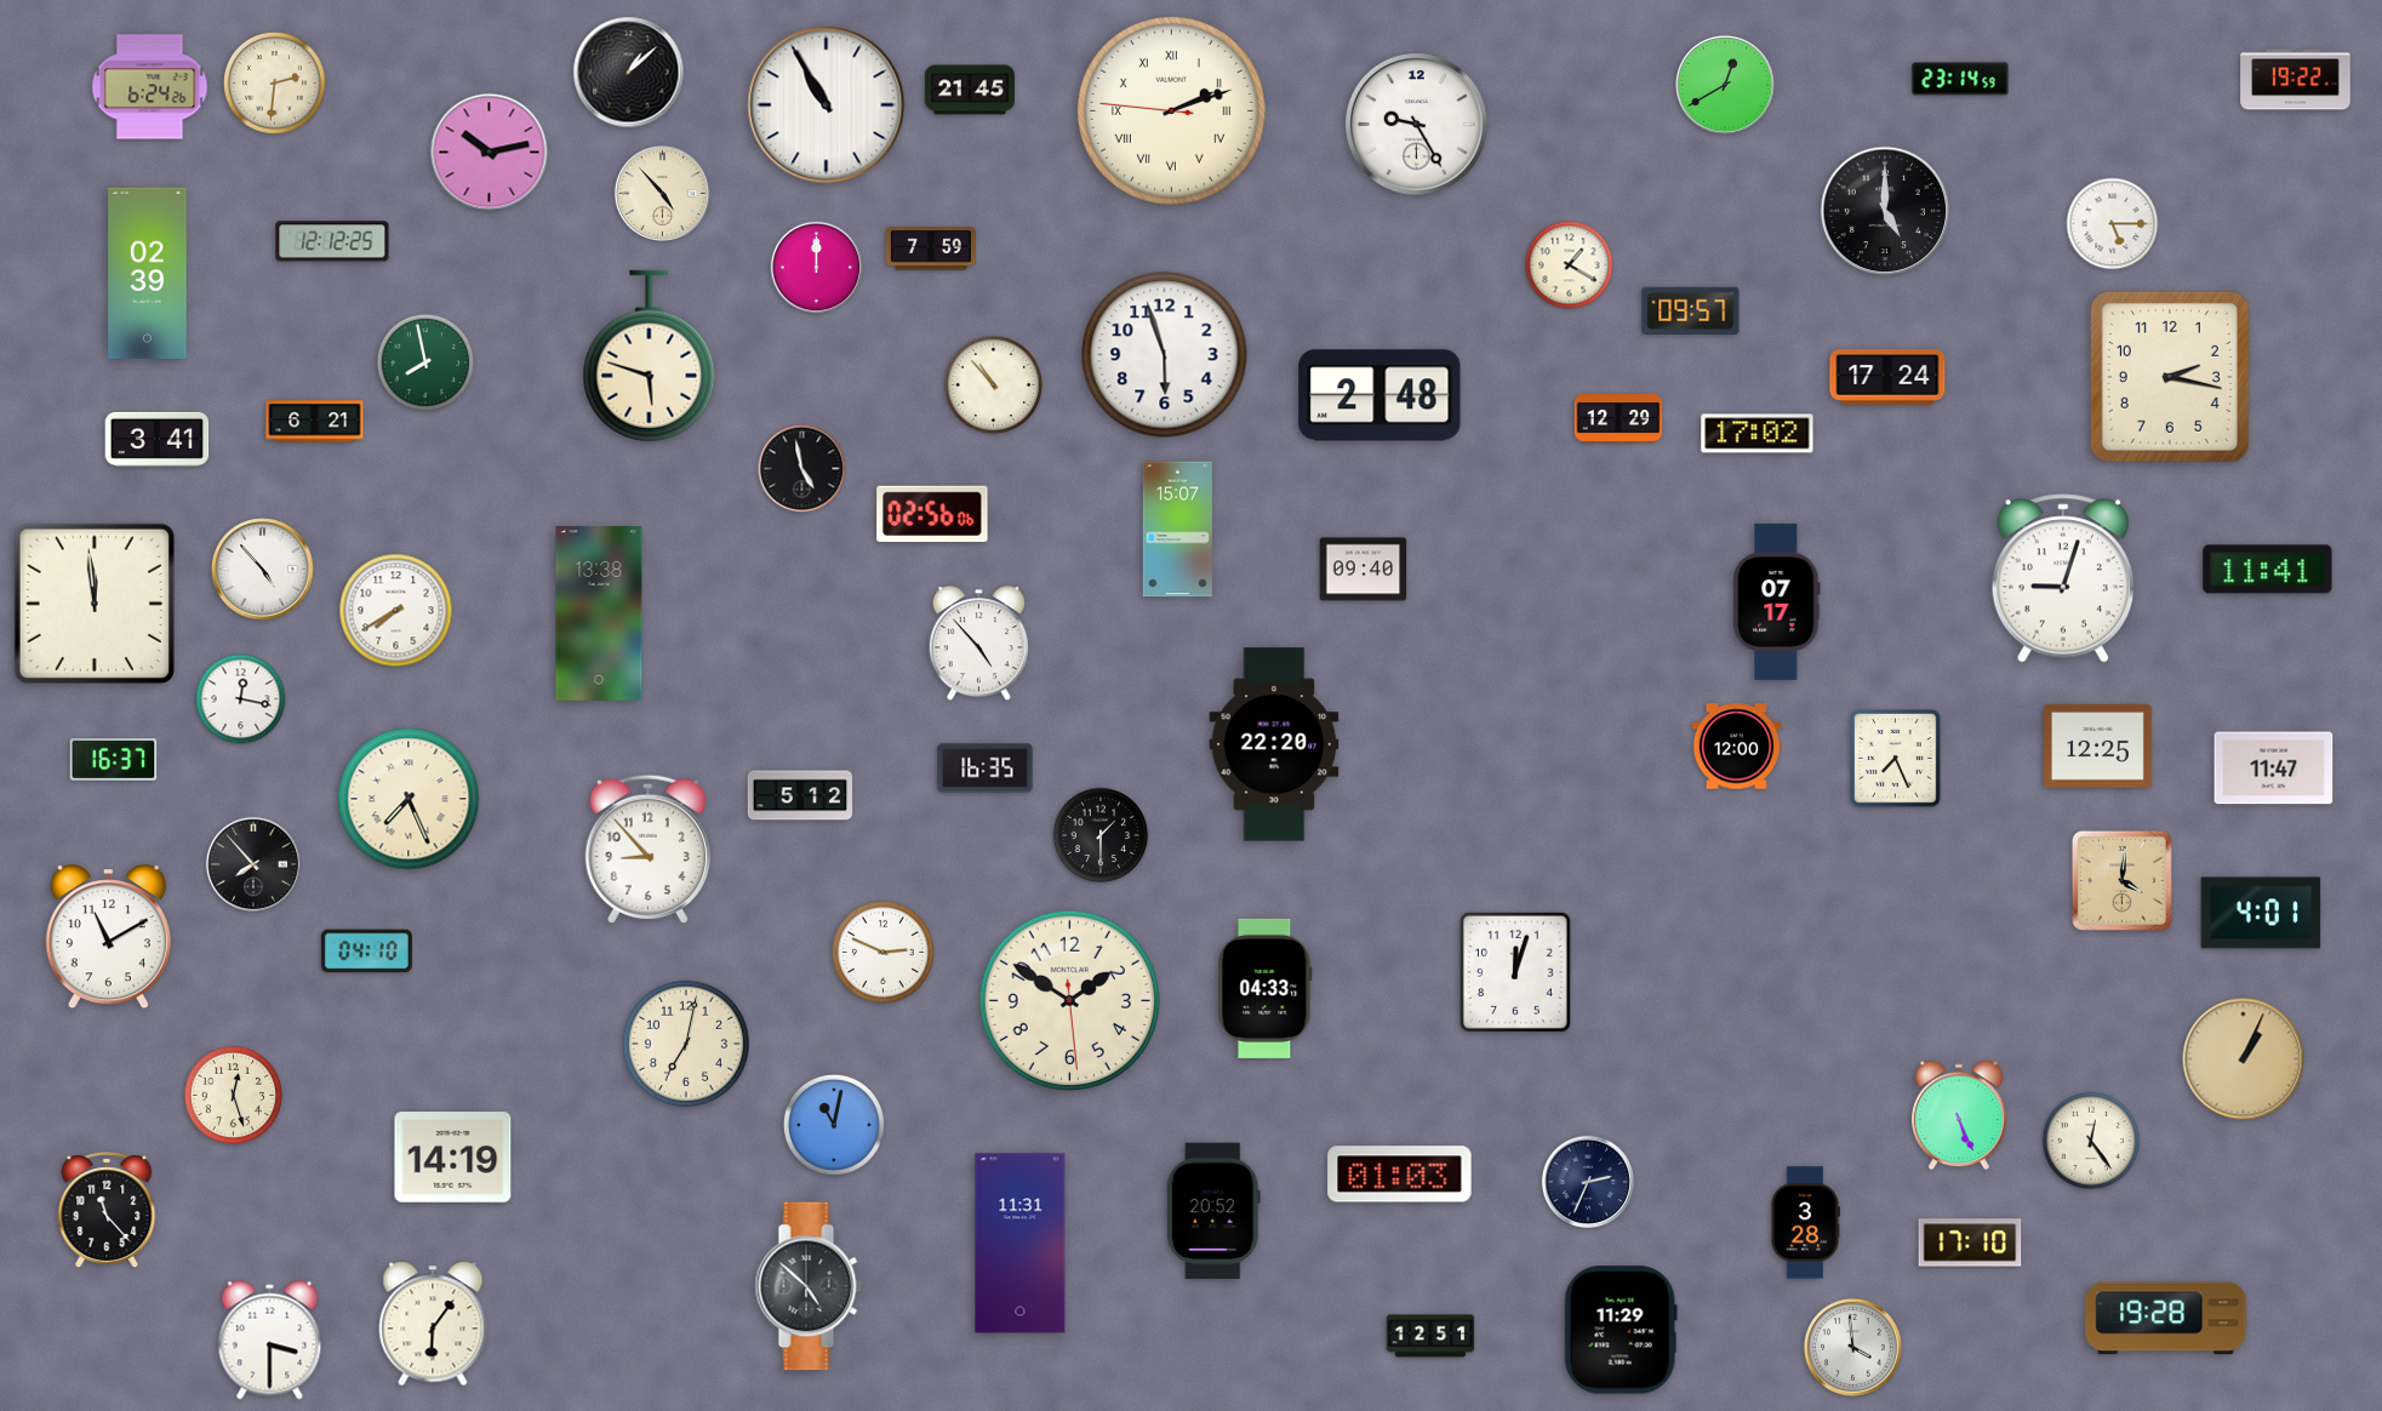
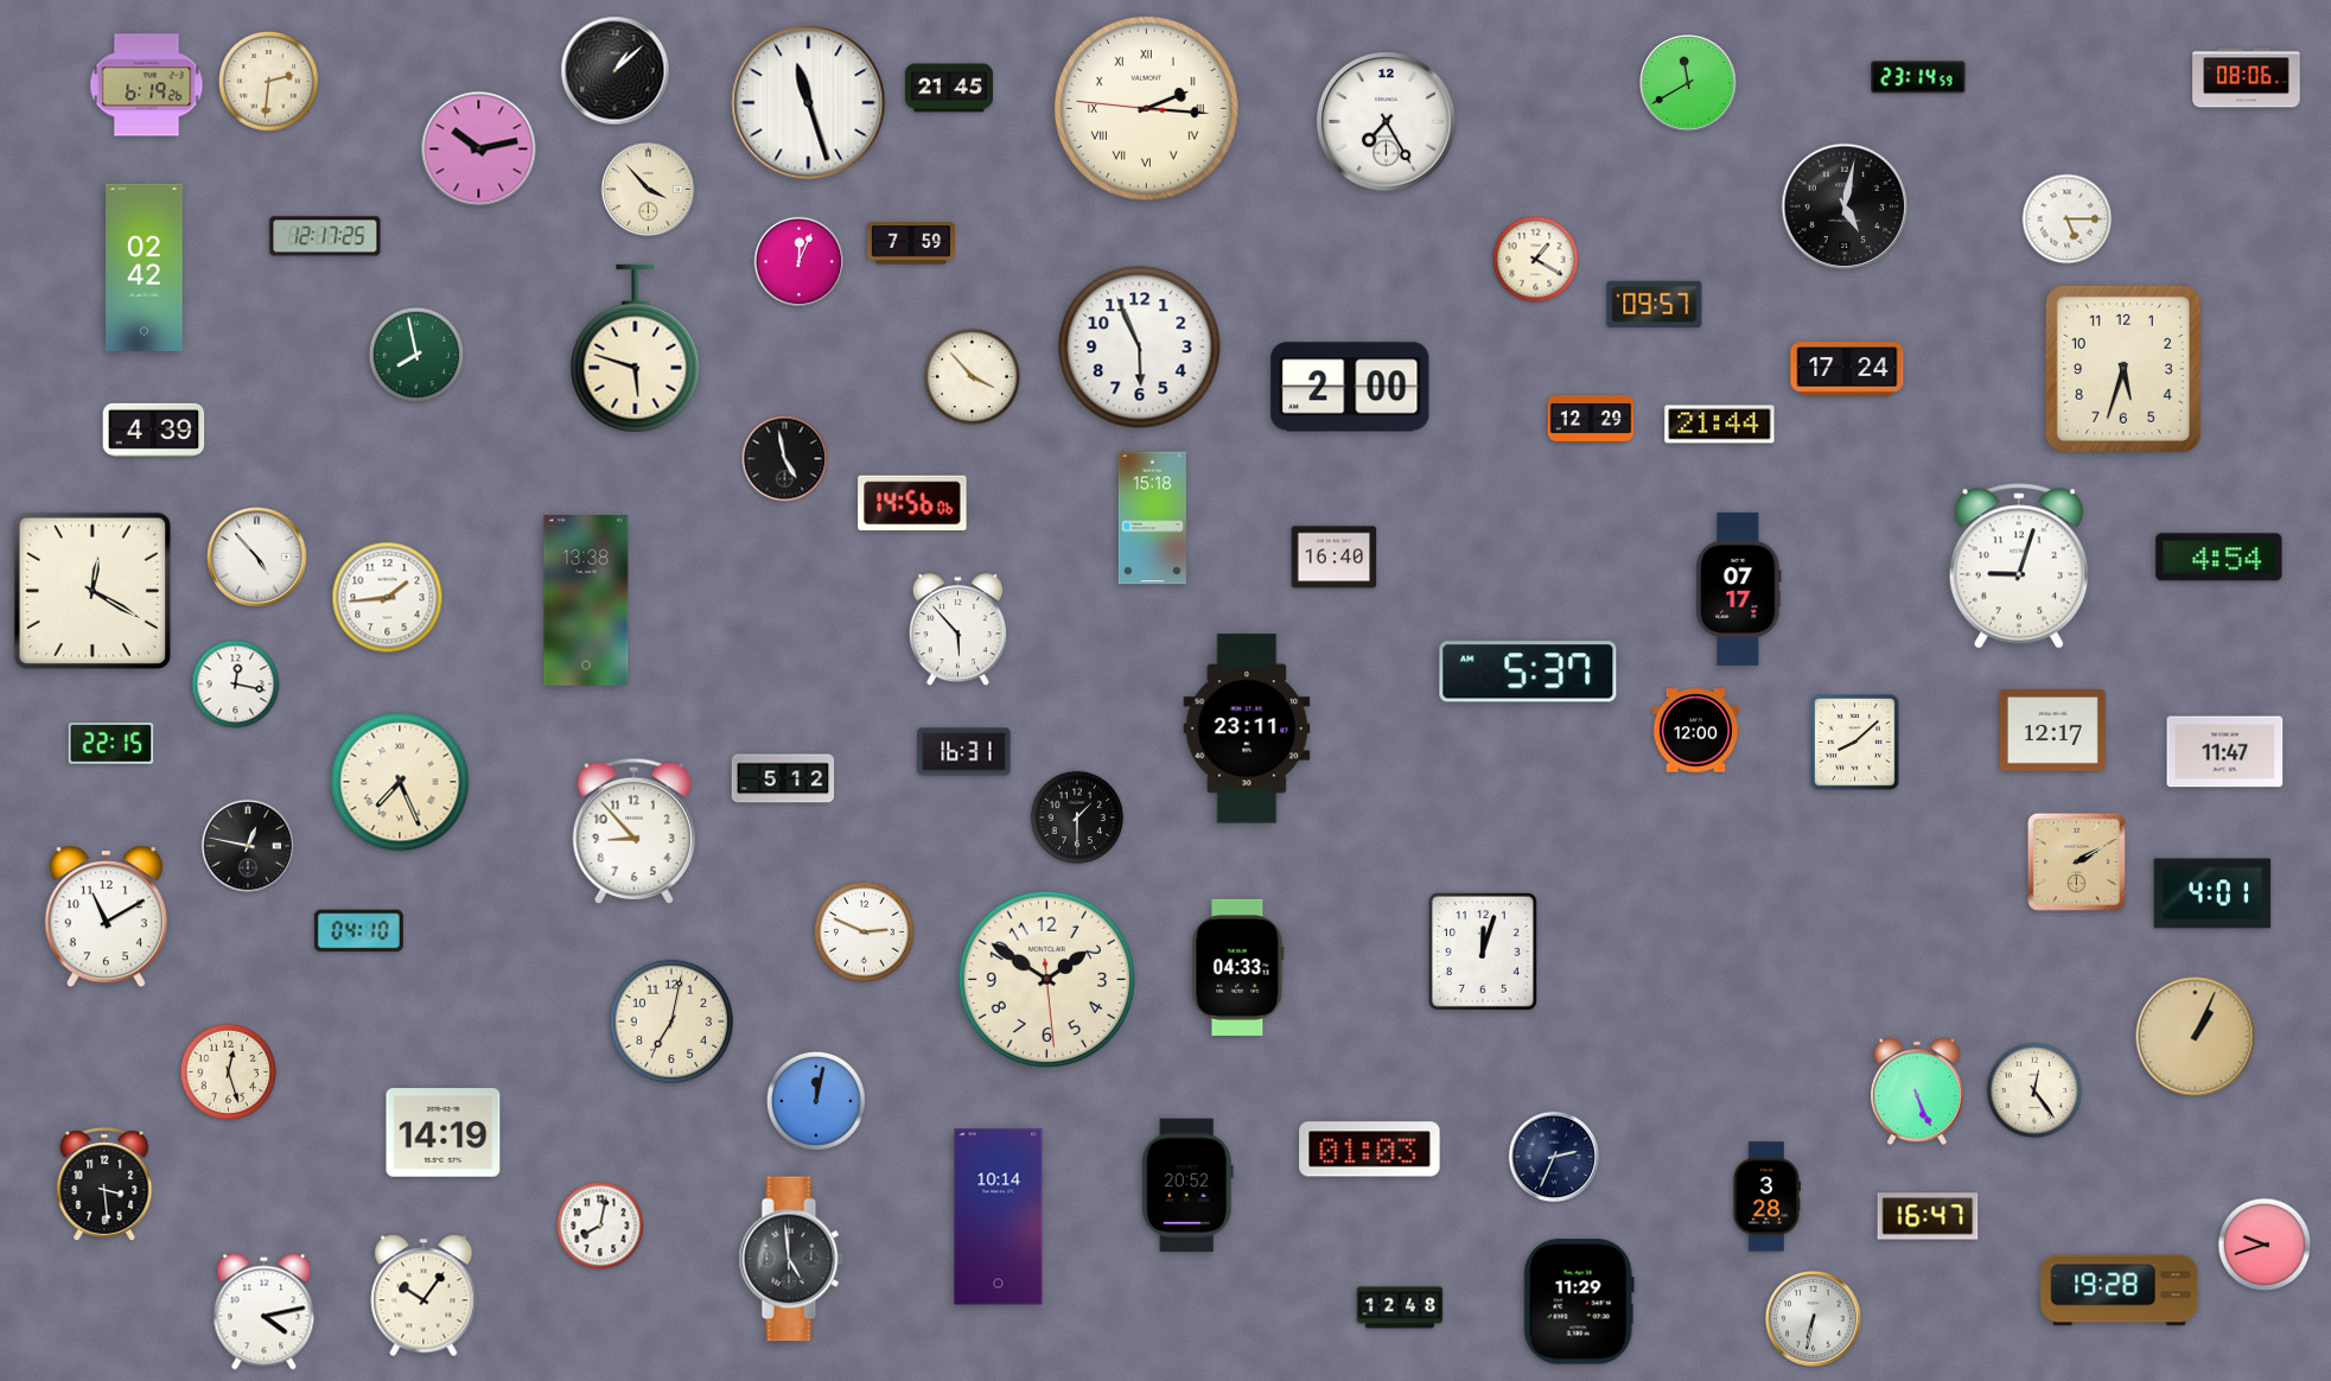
clock at (2296, 80): 19:22 -> 08:06
clock at (1725, 85): 12:40 -> 11:40
clock at (150, 87): 6:24 -> 6:19
clock at (827, 105): 10:55 -> 11:27
clock at (1171, 110): 2:11 -> 2:15
clock at (1417, 125): 9:25 -> 7:25
clock at (662, 193): 4:53 -> 3:53
clock at (1885, 211): 5:00 -> 5:02
clock at (332, 241): 12:12 -> 12:17
clock at (817, 268): 12:00 -> 12:04
clock at (148, 273): 02:39 -> 02:42
clock at (1165, 355): 5:57 -> 5:56
clock at (2170, 377): 2:17 -> 5:33
clock at (993, 384): 10:53 -> 3:53
clock at (1379, 395): 2:48 -> 2:00
clock at (1618, 419) position: (1618, 419) -> (1591, 420)
clock at (315, 422): 6:21 -> none
clock at (1758, 434): 17:02 -> 21:44
clock at (158, 439): 3:41 -> 4:39
clock at (932, 514): 02:56 -> 14:56
clock at (1177, 530): 15:07 -> 15:18
clock at (1364, 570): 09:40 -> 16:40
clock at (2268, 570): 11:41 -> 4:54
clock at (95, 604): 11:59 -> 12:20
clock at (396, 611): 7:40 -> 1:44
clock at (978, 644): 4:53 -> 5:53
clock at (1528, 672): none -> 5:37
clock at (1274, 744): 22:20 -> 23:11
clock at (2097, 746): 12:25 -> 12:17
clock at (1736, 747) position: (1736, 747) -> (1695, 731)
clock at (1896, 759): 7:26 -> 8:08
clock at (114, 760): 16:37 -> 22:15
clock at (986, 769): 16:35 -> 16:31
clock at (253, 864): 7:53 -> 12:47
clock at (2121, 880): 4:01 -> 2:10
clock at (834, 1125): 11:02 -> 12:02
clock at (2091, 1141) position: (2091, 1141) -> (2034, 1090)
clock at (107, 1210): 11:23 -> 3:29
clock at (1970, 1243): 17:10 -> 16:47
clock at (1021, 1244): 11:31 -> 10:14
clock at (600, 1226): none -> 8:02
clock at (2265, 1245): none -> 9:42
clock at (809, 1286): 4:52 -> 4:59
clock at (433, 1324): 6:06 -> 10:06
clock at (1621, 1330) position: (1621, 1330) -> (1579, 1302)
clock at (1430, 1336): 12:51 -> 12:48
clock at (270, 1341): 3:30 -> 4:13
clock at (1852, 1347): 3:59 -> 6:32
